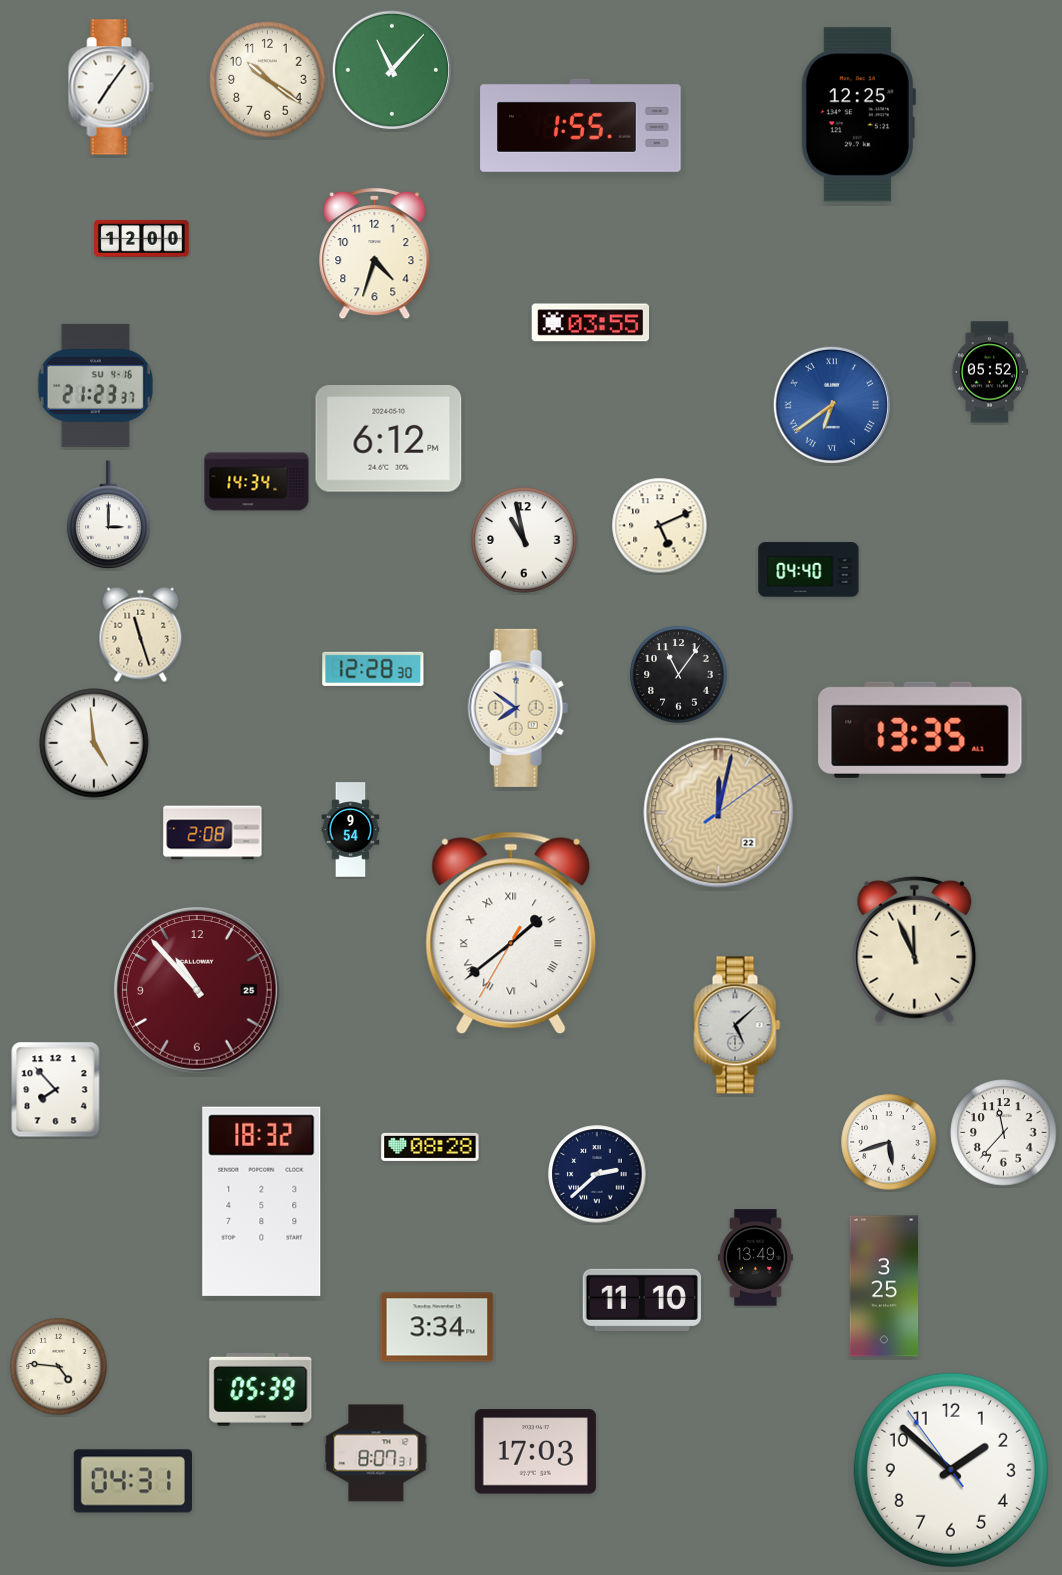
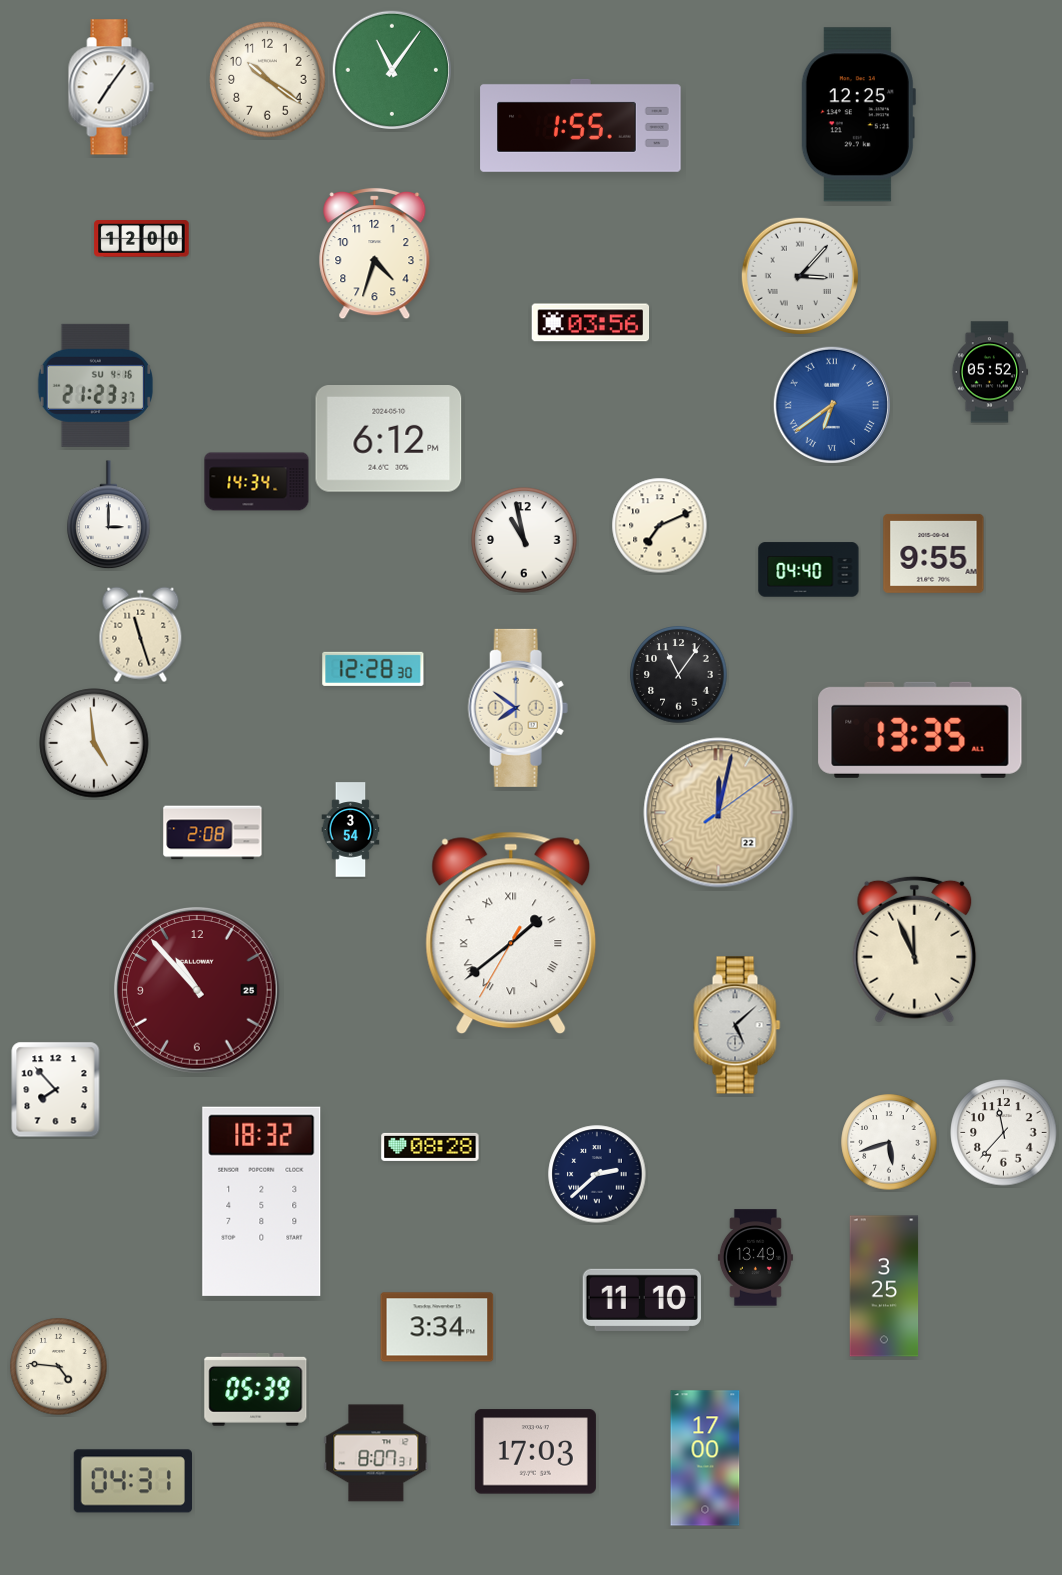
clock at (391, 69): 11:07 -> 11:06
clock at (799, 275): none -> 3:07
clock at (591, 323): 03:55 -> 03:56
clock at (660, 526): 5:11 -> 7:11
clock at (934, 553): none -> 9:55
clock at (351, 830): 9:54 -> 3:54
clock at (261, 1389) position: (261, 1389) -> (256, 1389)
clock at (705, 1458): none -> 17:00
clock at (951, 1470): 1:51 -> none
